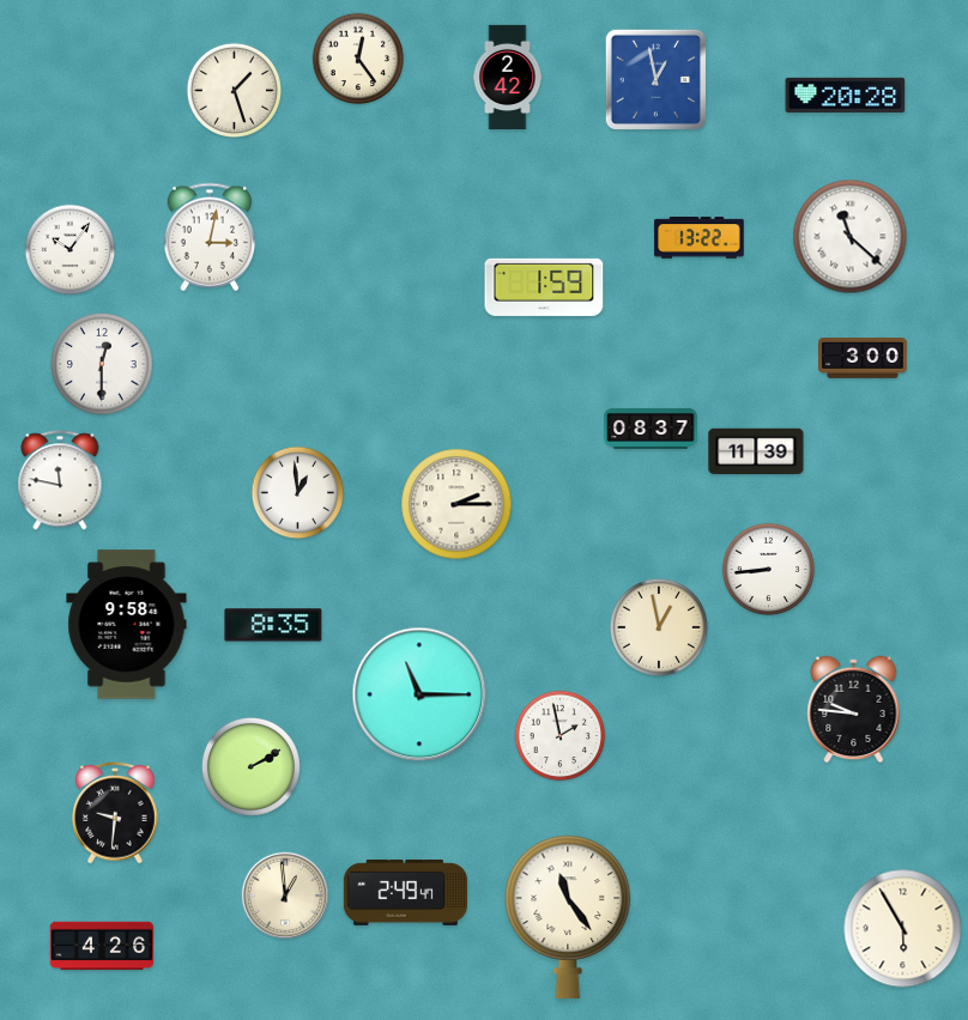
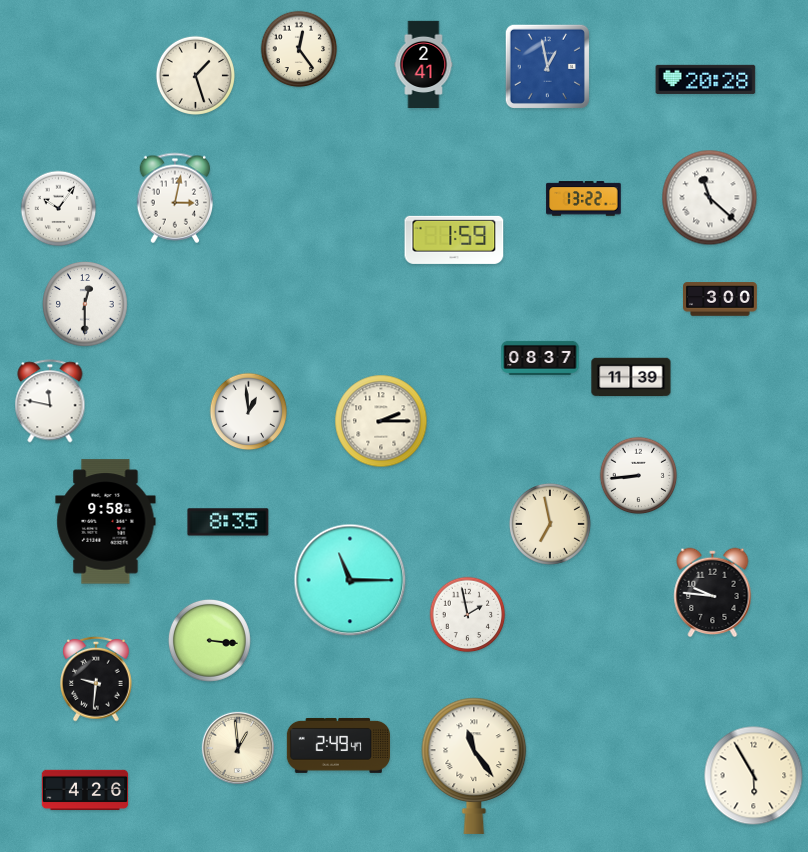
clock at (508, 78): 2:42 -> 2:41
clock at (651, 429) position: (651, 429) -> (540, 358)
clock at (769, 570) position: (769, 570) -> (639, 476)
clock at (659, 627): 12:58 -> 6:58
clock at (250, 766): 2:10 -> 3:16
